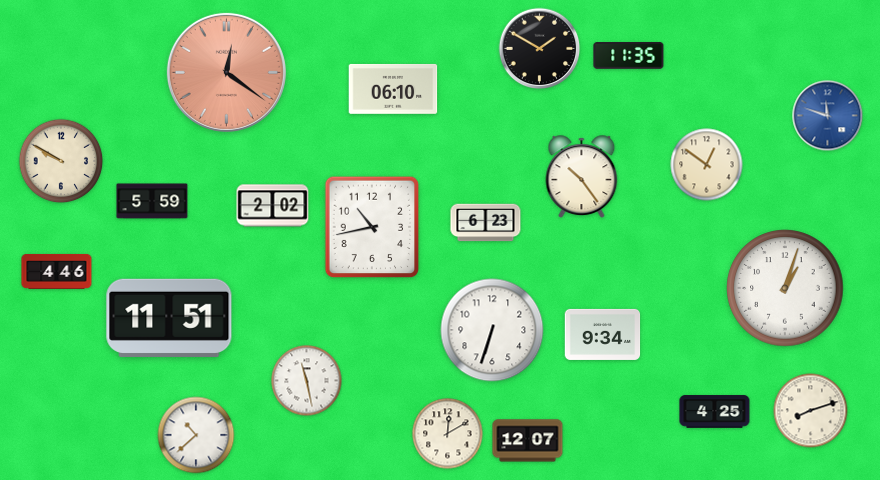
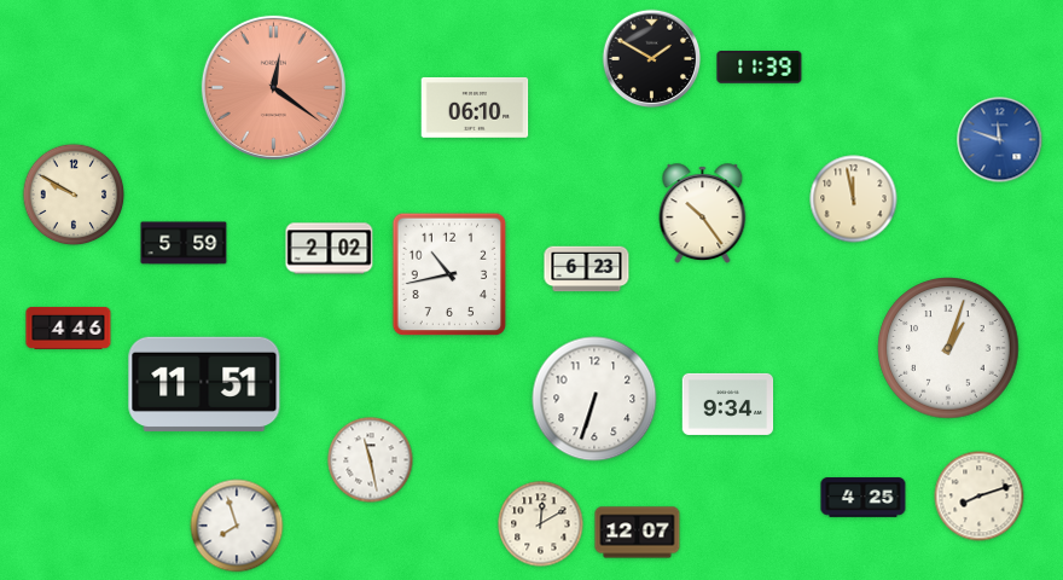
clock at (629, 56): 11:35 -> 11:39
clock at (707, 165): 12:51 -> 11:58
clock at (196, 435): 10:38 -> 7:57
